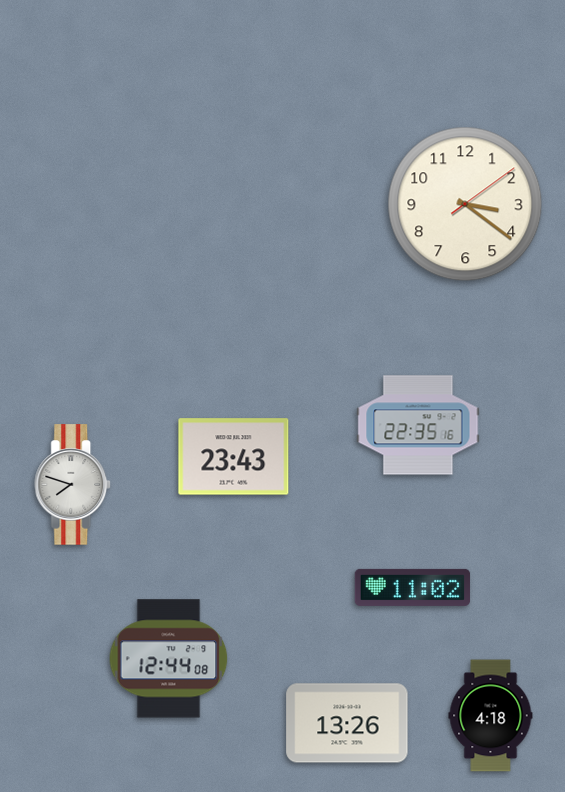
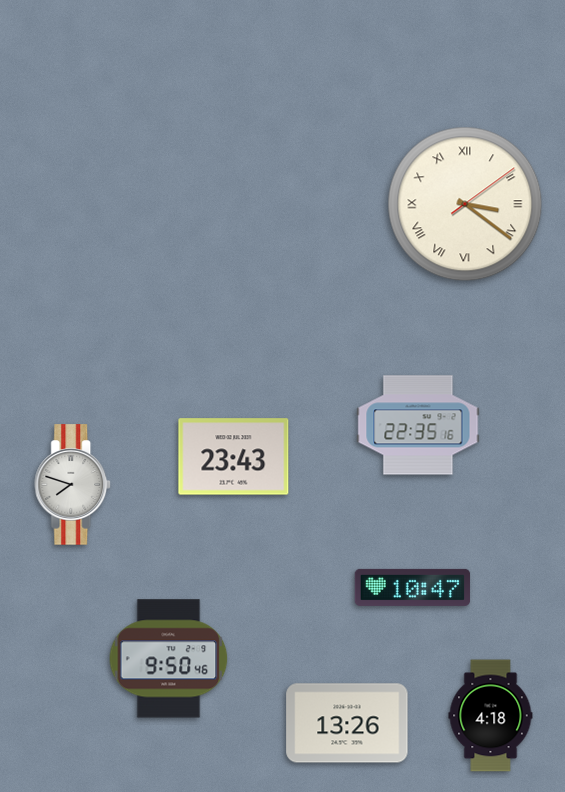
clock at (465, 204) numerals: Arabic -> Roman
clock at (413, 587): 11:02 -> 10:47
clock at (169, 659): 12:44 -> 9:50
